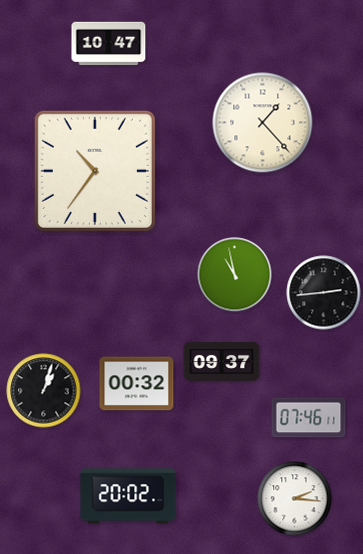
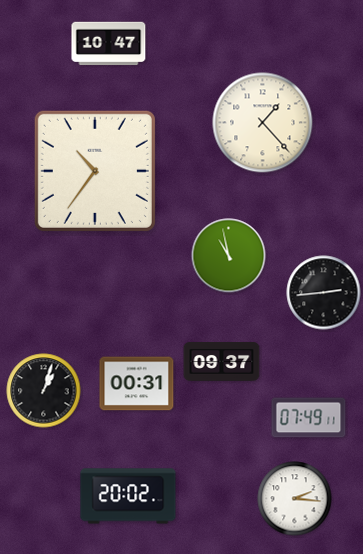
clock at (235, 275) position: (235, 275) -> (229, 256)
clock at (137, 384): 00:32 -> 00:31
clock at (309, 418): 07:46 -> 07:49
